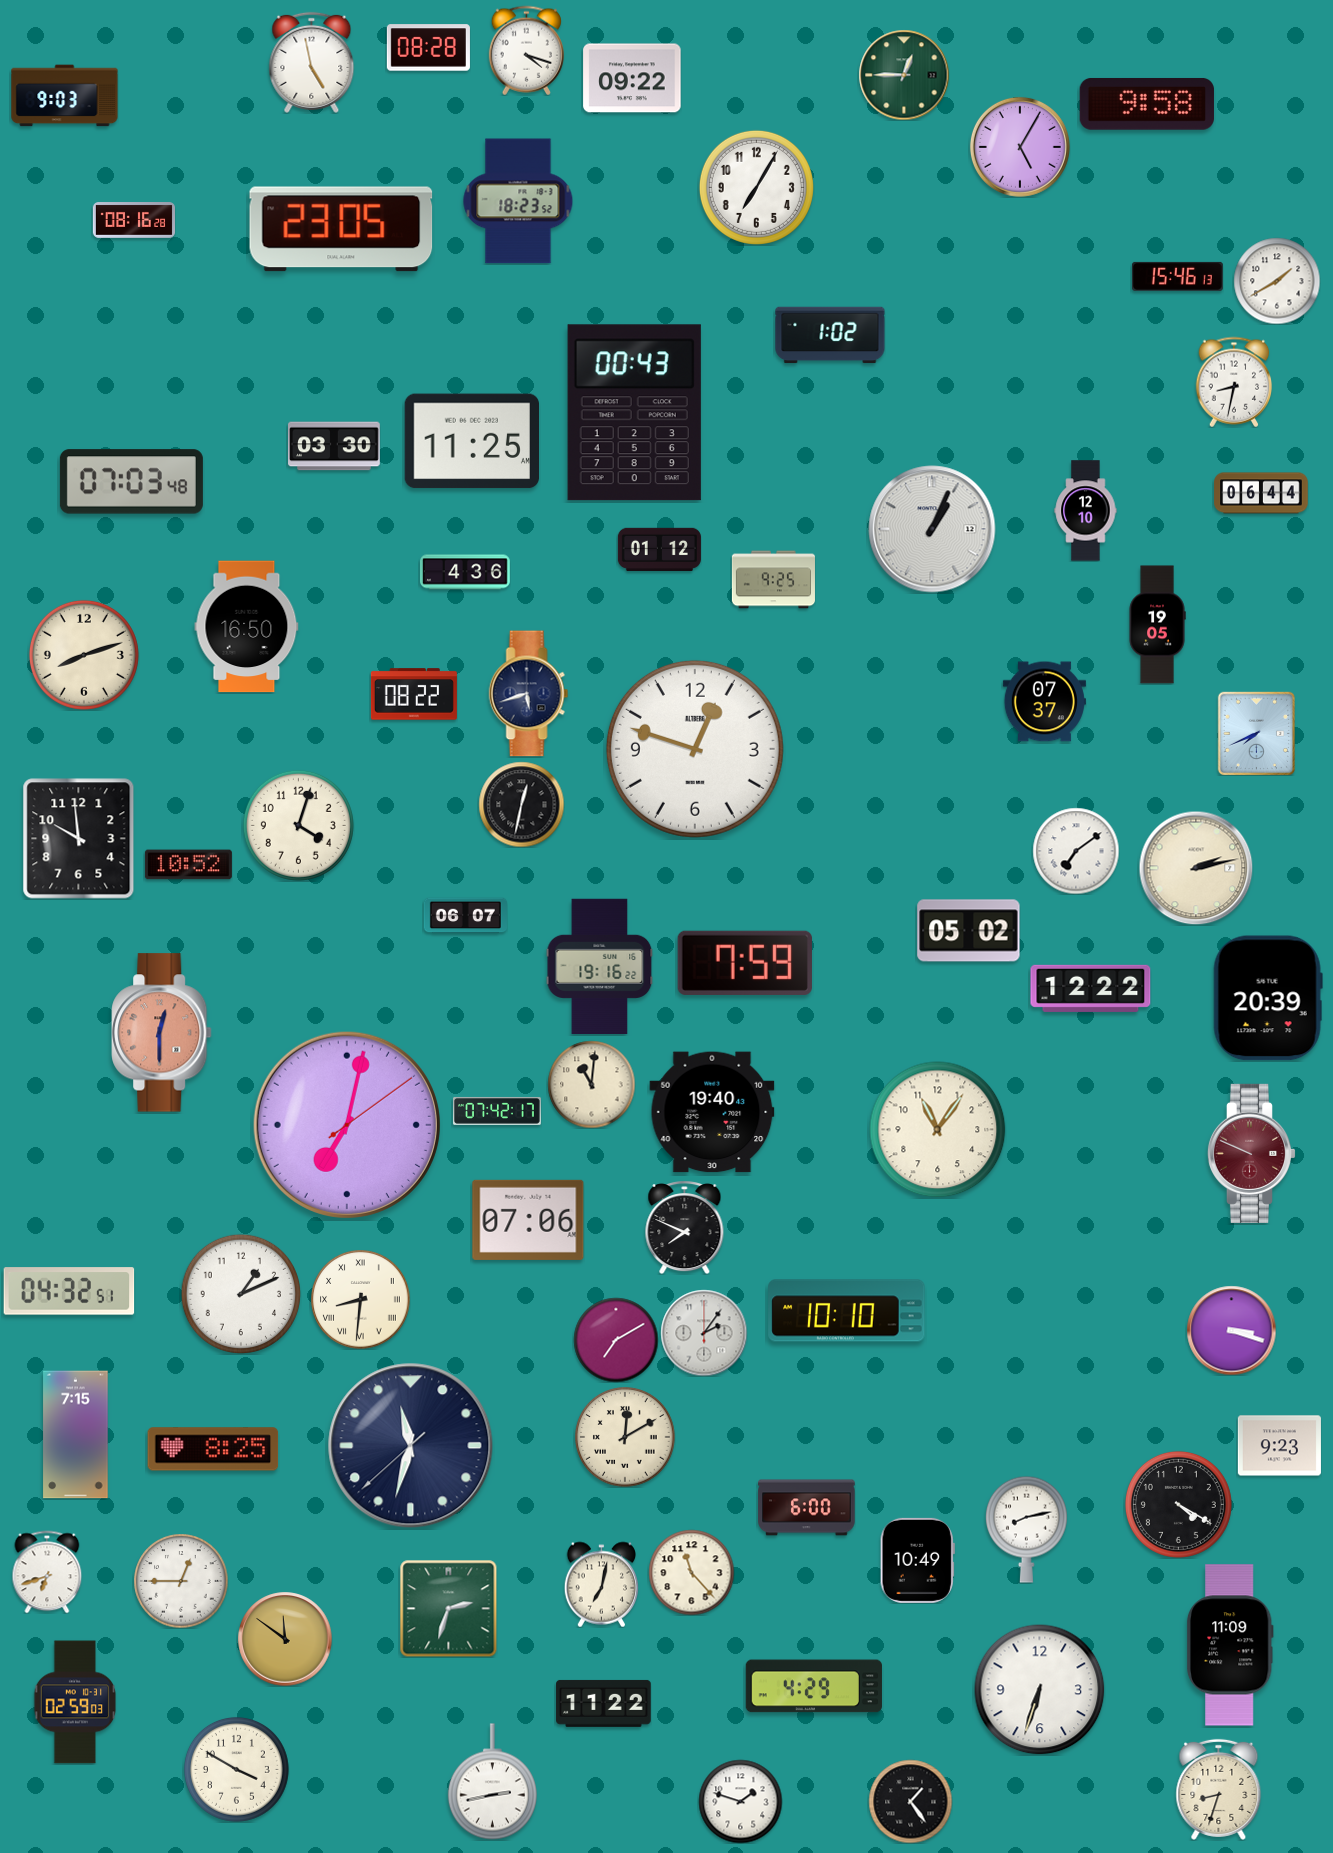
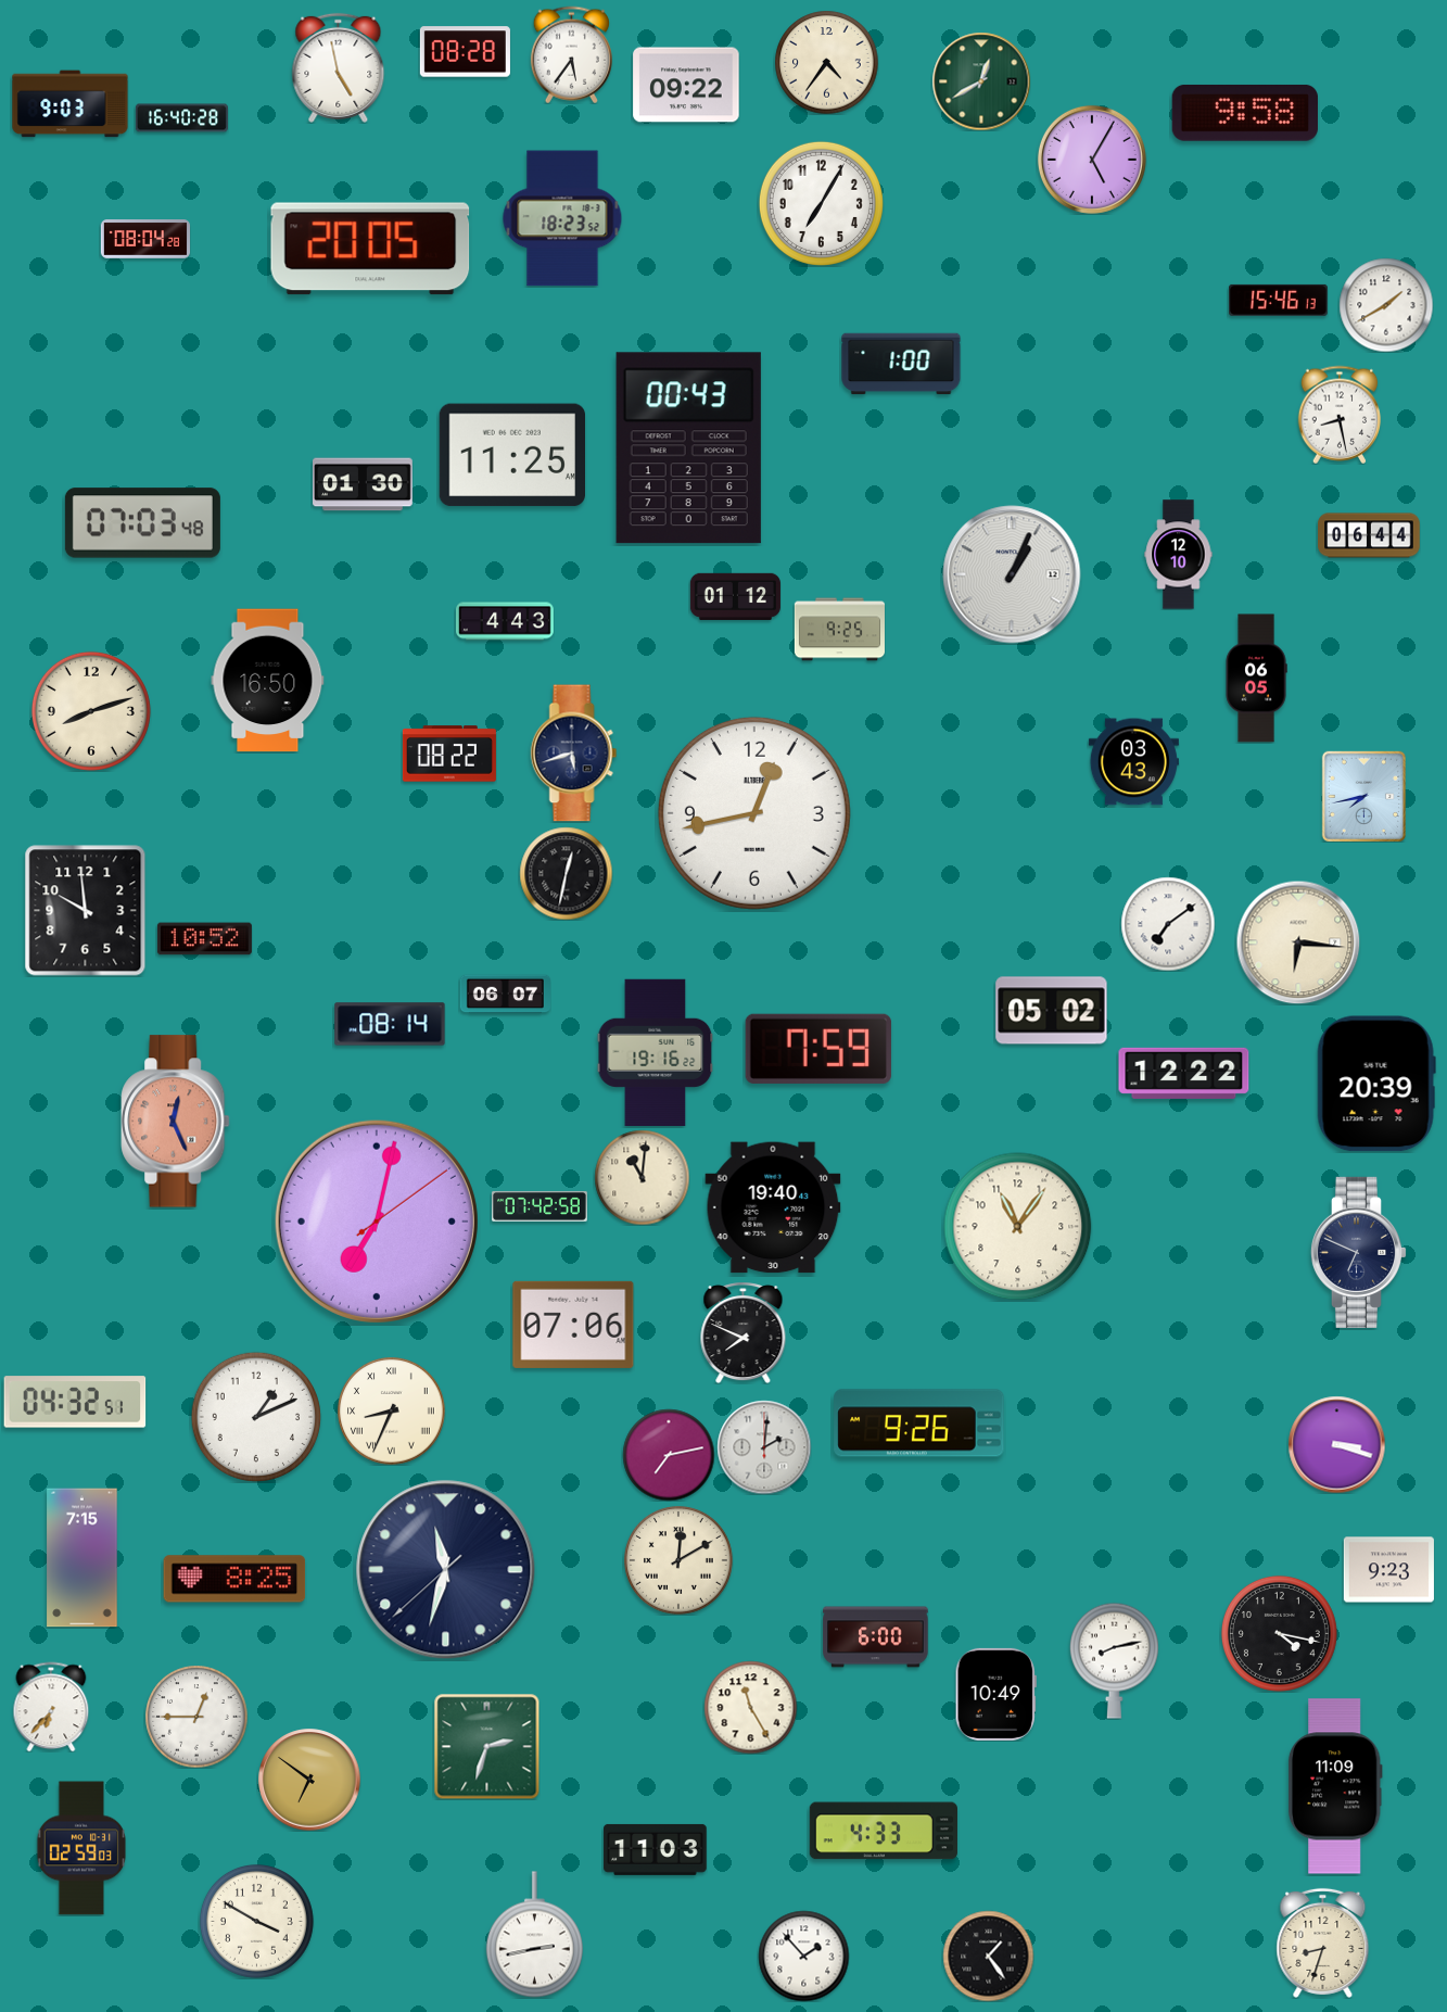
clock at (526, 50): 4:18 -> 5:36
clock at (826, 62): none -> 4:36
clock at (904, 75): 12:45 -> 12:40
clock at (181, 118): none -> 16:40
clock at (1020, 147) position: (1020, 147) -> (1092, 160)
clock at (133, 220): 08:16 -> 08:04
clock at (341, 229): 23:05 -> 20:05
clock at (830, 335): 1:02 -> 1:00
clock at (1234, 382): 8:32 -> 8:28
clock at (471, 441) position: (471, 441) -> (511, 455)
clock at (335, 446): 03:30 -> 01:30
clock at (659, 549) position: (659, 549) -> (735, 596)
clock at (466, 572): 4:36 -> 4:43
clock at (1157, 625): 19:05 -> 06:05
clock at (1044, 702): 07:37 -> 03:43
clock at (1256, 733): 7:41 -> 7:43
clock at (695, 749): 12:48 -> 12:43
clock at (298, 825): 4:03 -> none
clock at (1196, 868): 2:13 -> 6:16
clock at (390, 1024): none -> 08:14
clock at (745, 963) position: (745, 963) -> (818, 1049)
clock at (600, 967) position: (600, 967) -> (656, 1053)
clock at (162, 1033): 12:30 -> 12:26
clock at (497, 1111): 07:42:17 -> 07:42:58
clock at (1251, 1153): 9:49 -> 6:49
clock at (1251, 1153) dial: burgundy -> navy
clock at (240, 1293) position: (240, 1293) -> (255, 1416)
clock at (361, 1300): 8:31 -> 8:34
clock at (847, 1311): 10:10 -> 9:26
clock at (704, 1333): 2:06 -> 2:01
clock at (616, 1340): 7:10 -> 7:13
clock at (213, 1449) position: (213, 1449) -> (234, 1579)
clock at (1178, 1504): 4:20 -> 4:17
clock at (47, 1572): 6:42 -> 6:37
clock at (691, 1572): 11:23 -> 11:25
clock at (601, 1584): 7:02 -> none
clock at (285, 1639): 11:51 -> 6:51
clock at (814, 1686): 4:29 -> 4:33
clock at (1040, 1690): 6:33 -> none
clock at (604, 1703): 11:22 -> 11:03
clock at (740, 1801): 1:48 -> 1:53
